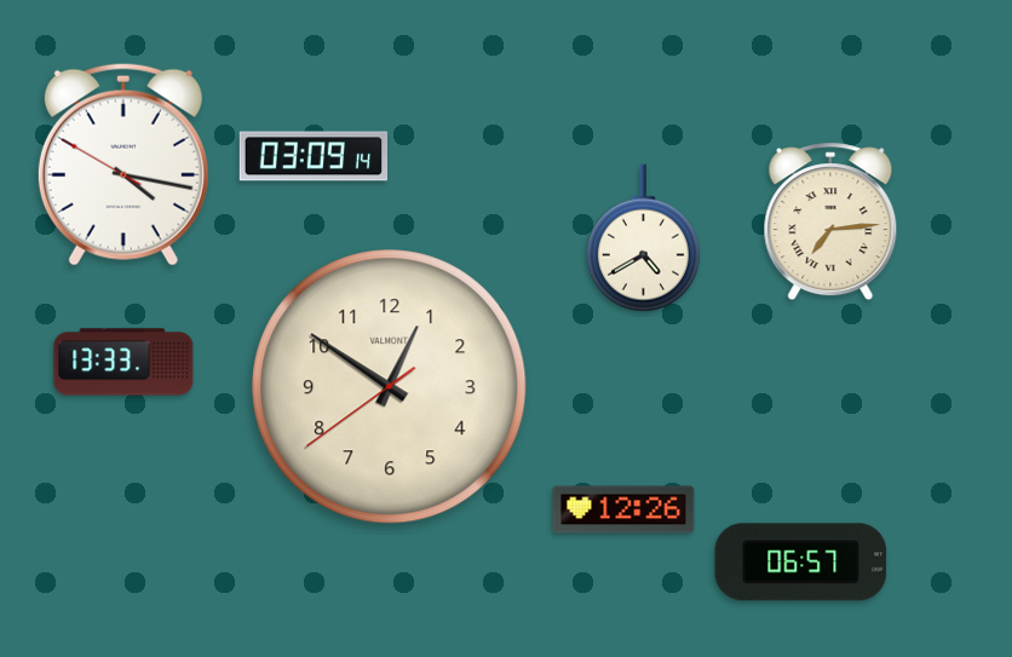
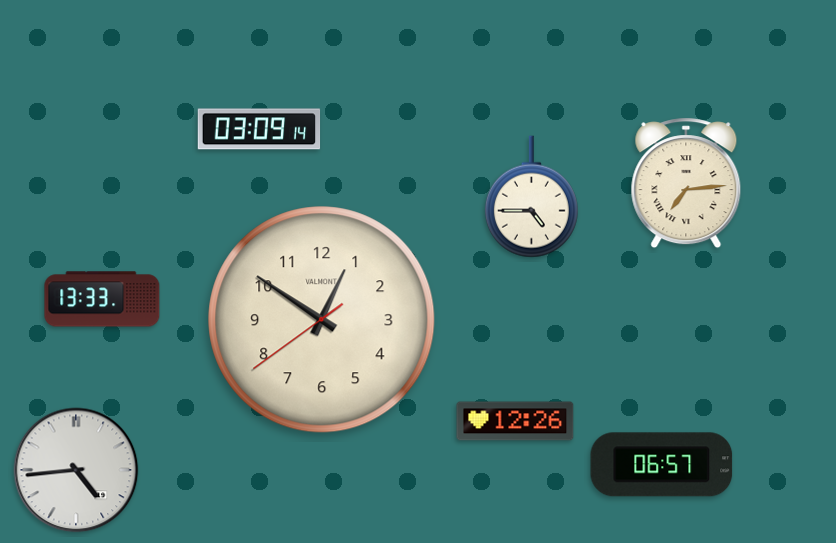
clock at (123, 165): 4:16 -> none
clock at (643, 238): 4:40 -> 4:45
clock at (76, 470): none -> 4:44
